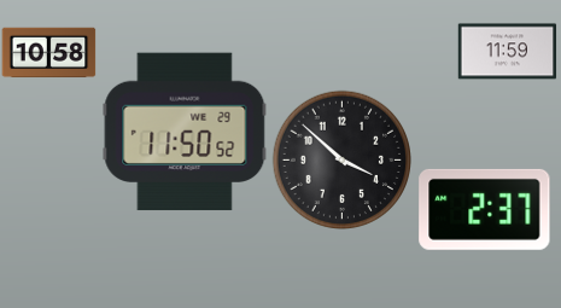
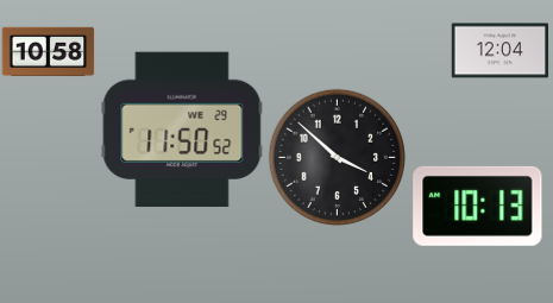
clock at (507, 52): 11:59 -> 12:04
clock at (485, 209): 2:37 -> 10:13
